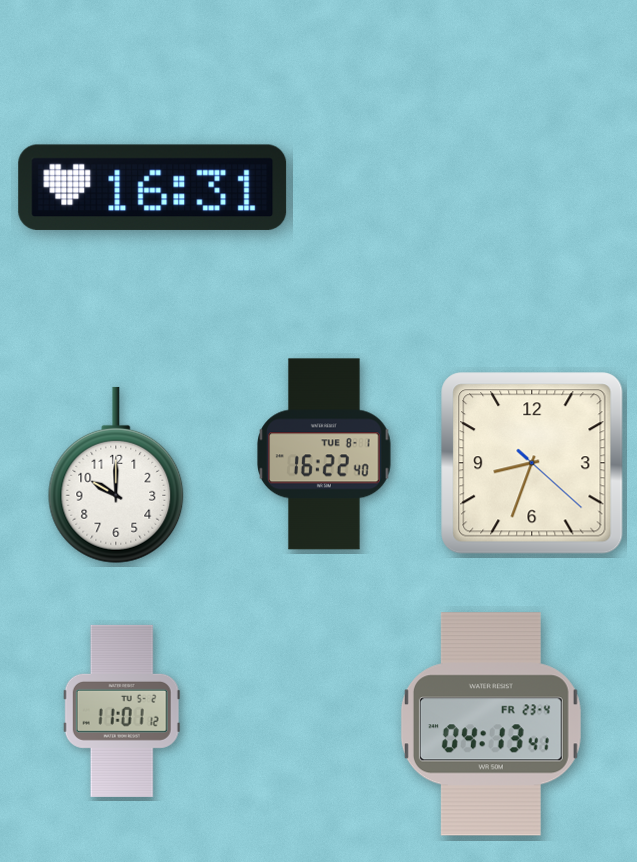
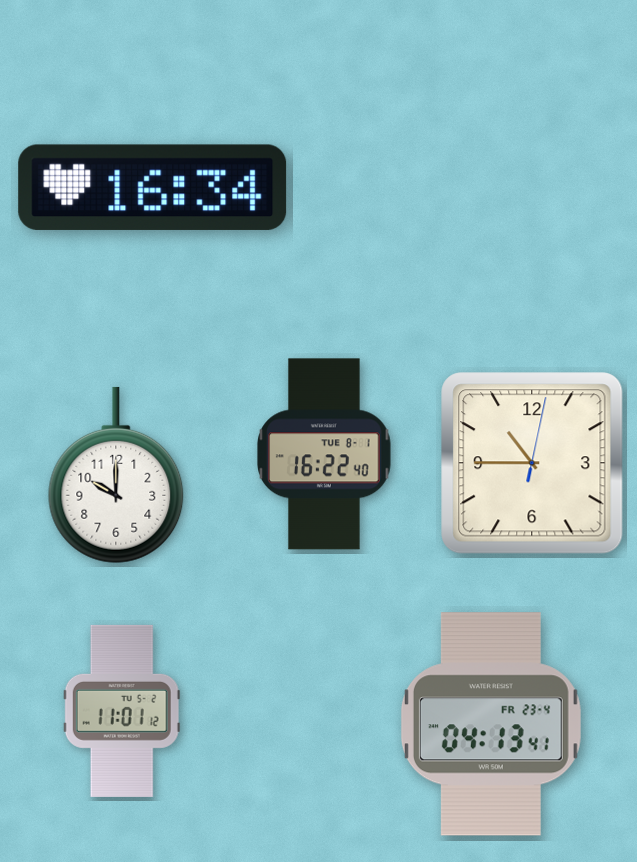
clock at (153, 187): 16:31 -> 16:34
clock at (532, 463): 8:33 -> 10:45
